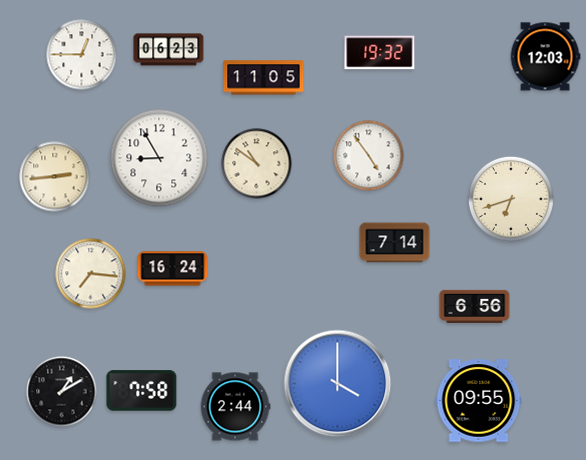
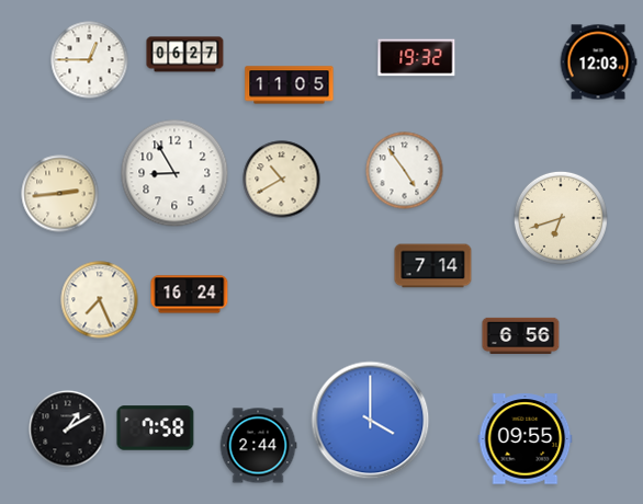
clock at (169, 50): 06:23 -> 06:27
clock at (257, 164): 10:51 -> 10:40
clock at (91, 274): 7:16 -> 7:26
